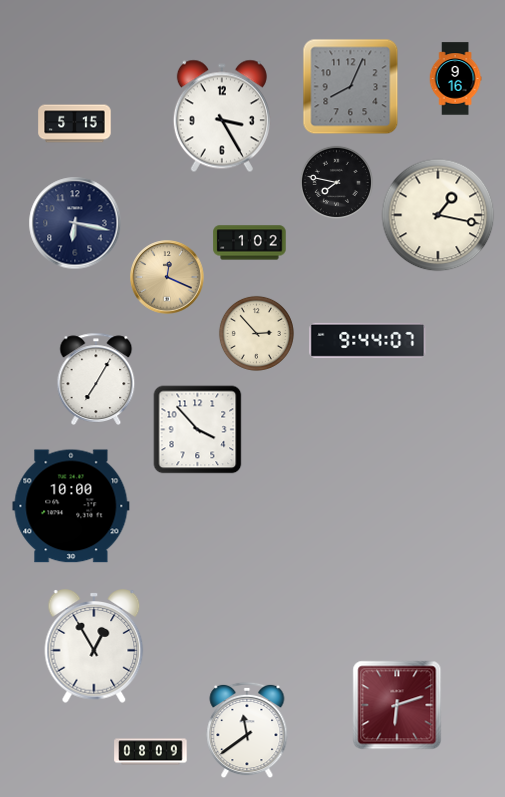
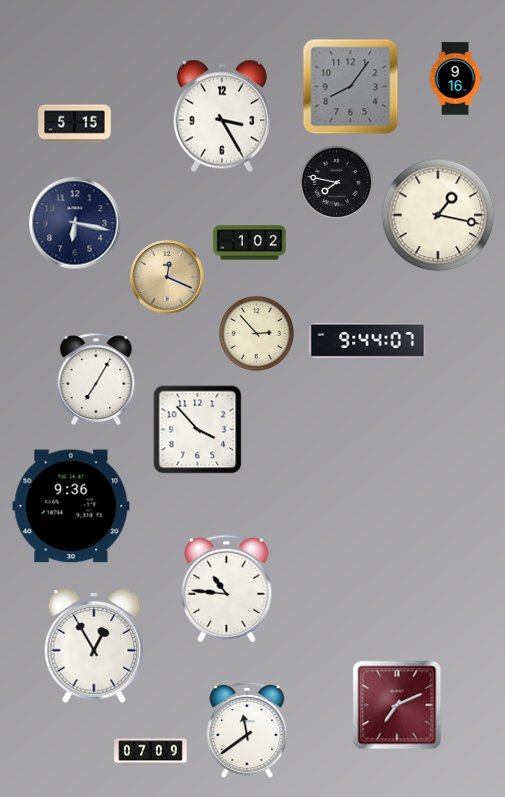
clock at (351, 87): 8:04 -> 8:06
clock at (71, 506): 10:00 -> 9:36
clock at (227, 589): none -> 10:46
clock at (397, 705): 6:12 -> 7:11
clock at (151, 752): 08:09 -> 07:09
